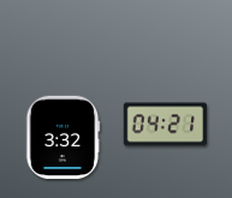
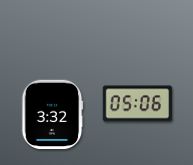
clock at (166, 125): 04:21 -> 05:06
